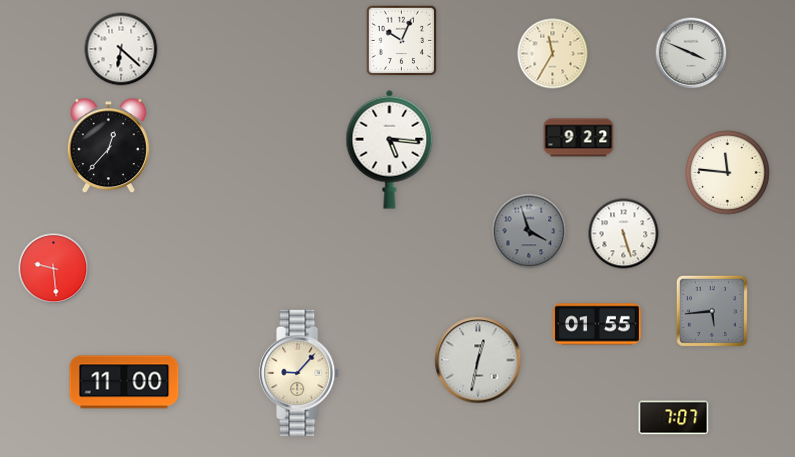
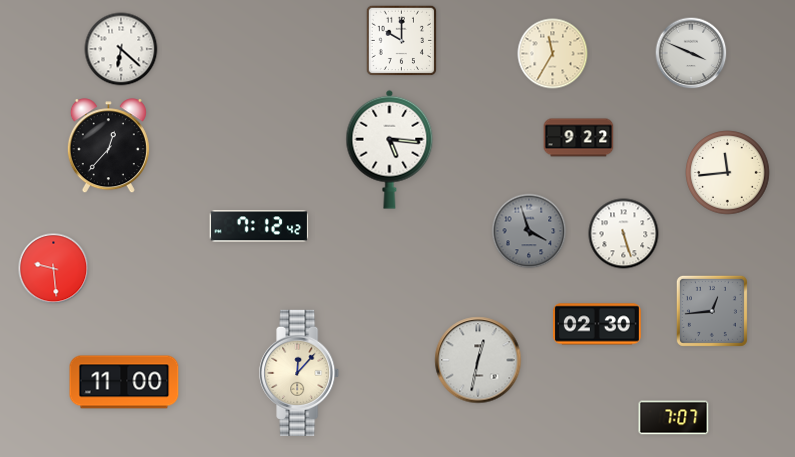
clock at (402, 41): 10:04 -> 10:00
clock at (728, 173): 11:46 -> 11:44
clock at (259, 226): none -> 7:12
clock at (712, 311): 5:44 -> 12:44
clock at (597, 324): 01:55 -> 02:30
clock at (300, 373): 9:07 -> 12:07
